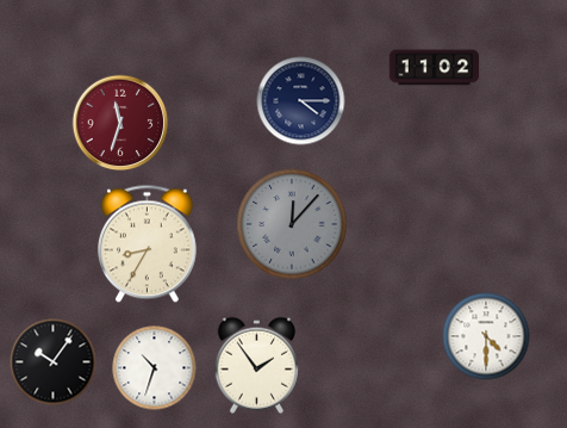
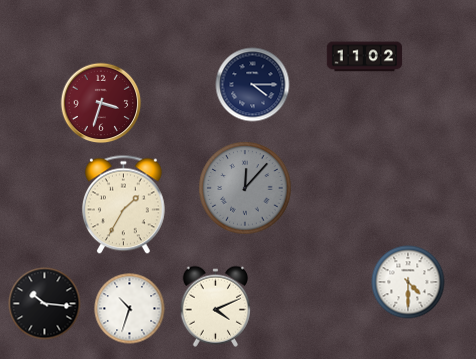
clock at (120, 123): 11:33 -> 3:33
clock at (147, 244): 8:35 -> 1:35
clock at (54, 362): 10:06 -> 10:16
clock at (257, 365): 1:54 -> 4:11
